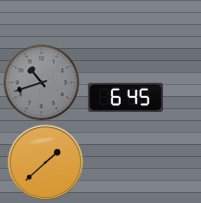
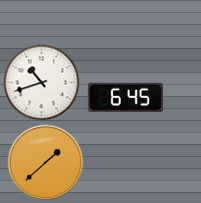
clock at (42, 83) dial: grey -> white
